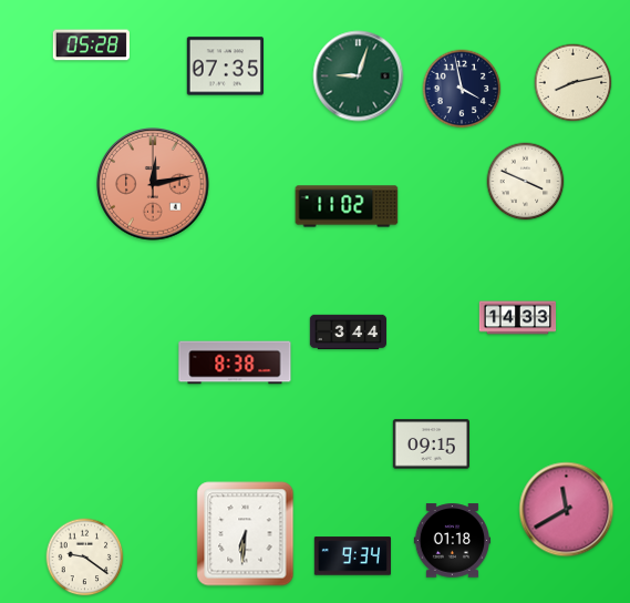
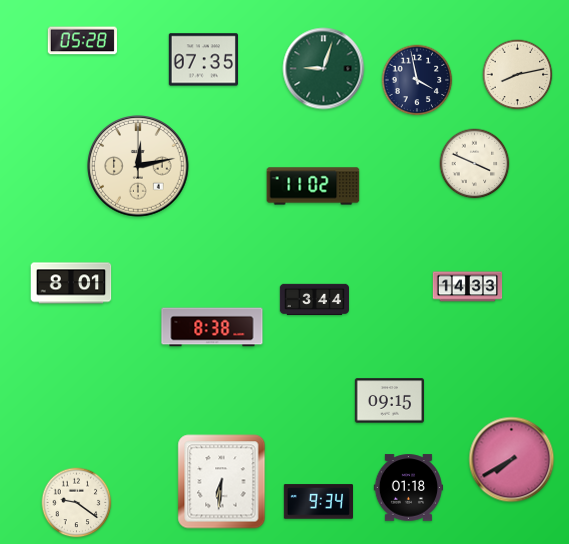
clock at (153, 184) dial: salmon -> cream
clock at (71, 283): none -> 8:01
clock at (567, 510): 11:40 -> 7:40
